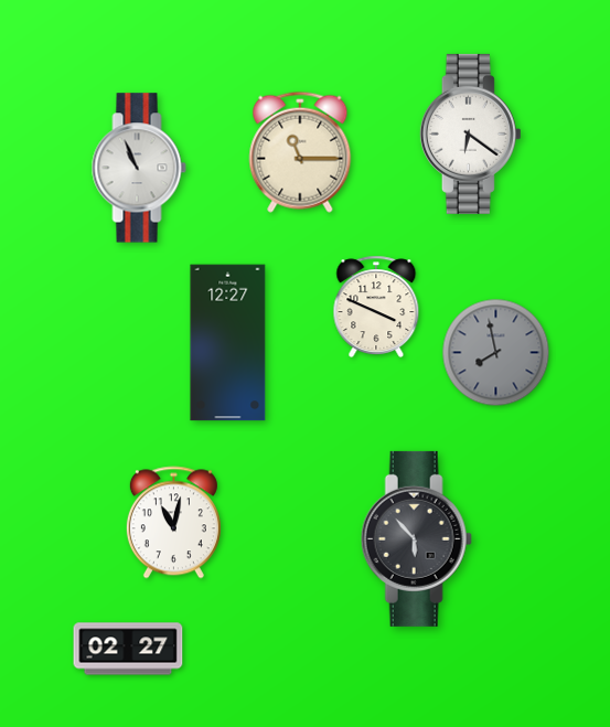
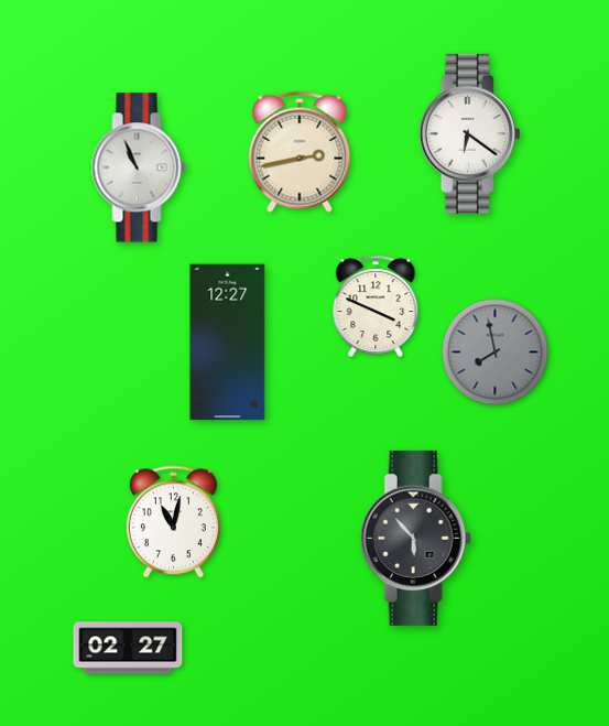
clock at (300, 152): 11:15 -> 2:43
